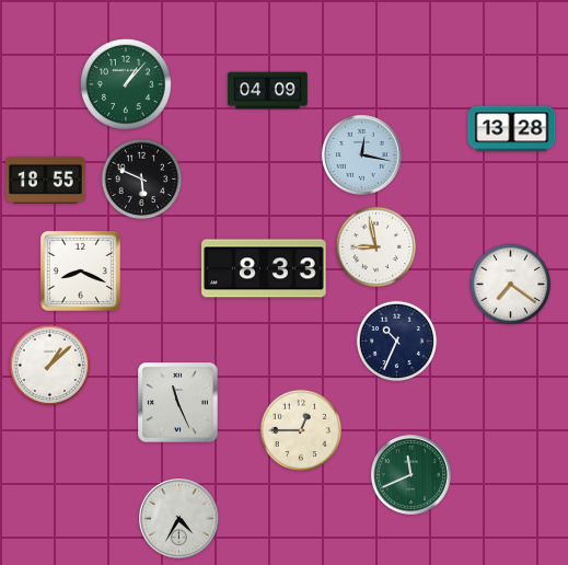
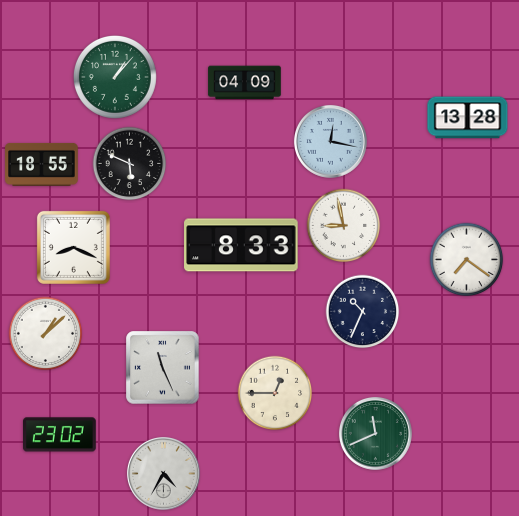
clock at (60, 435): none -> 23:02
